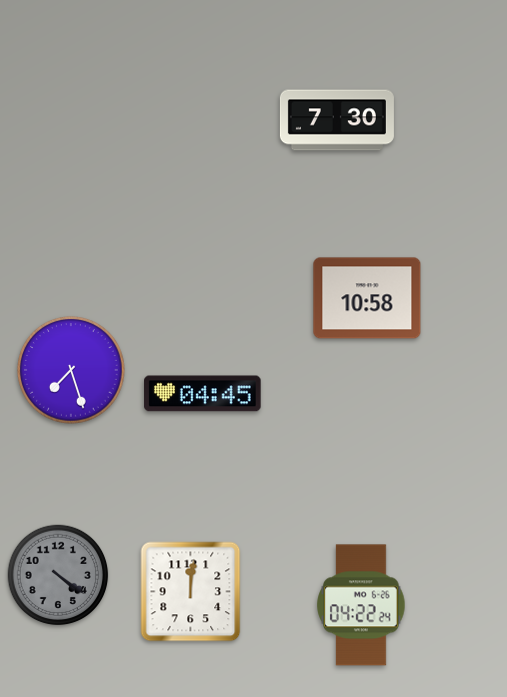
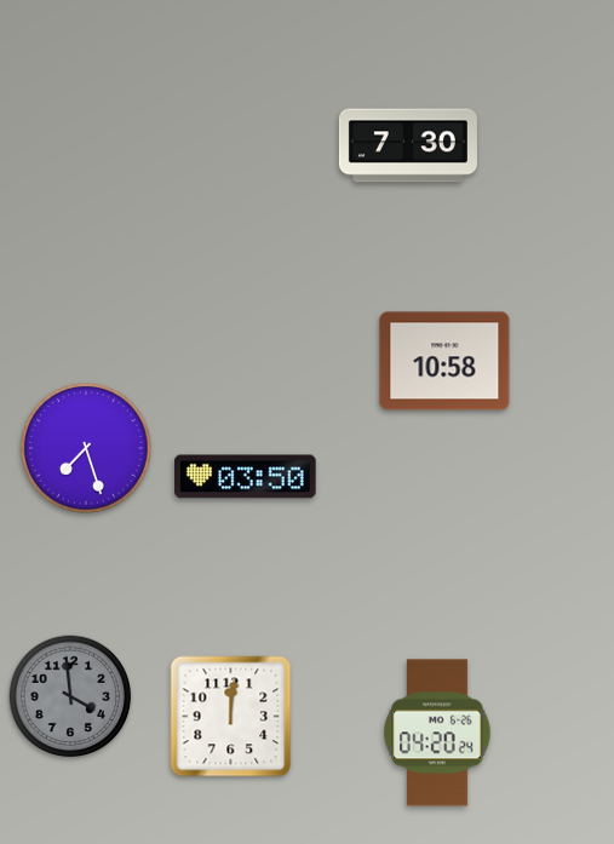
clock at (203, 394): 04:45 -> 03:50
clock at (58, 575): 4:21 -> 3:59
clock at (361, 605): 04:22 -> 04:20
